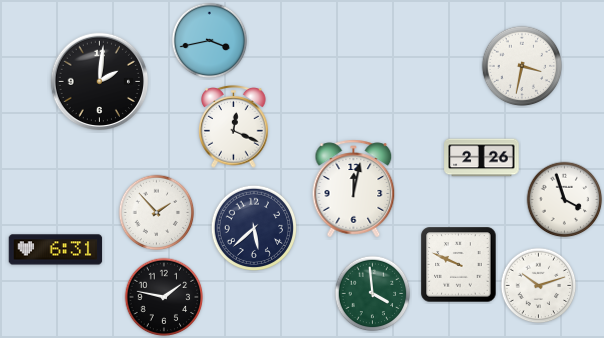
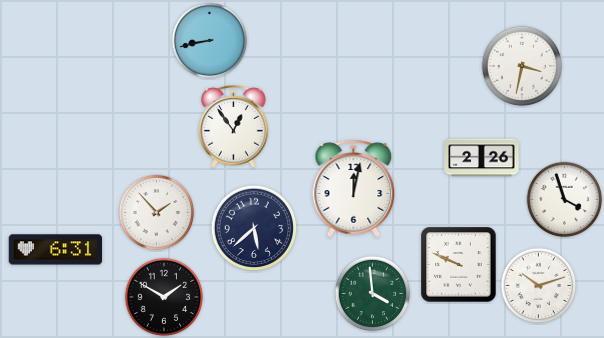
clock at (210, 41): 3:43 -> 8:43
clock at (100, 82): 2:01 -> none
clock at (234, 127): 12:19 -> 12:54
clock at (164, 297): 1:47 -> 1:50
